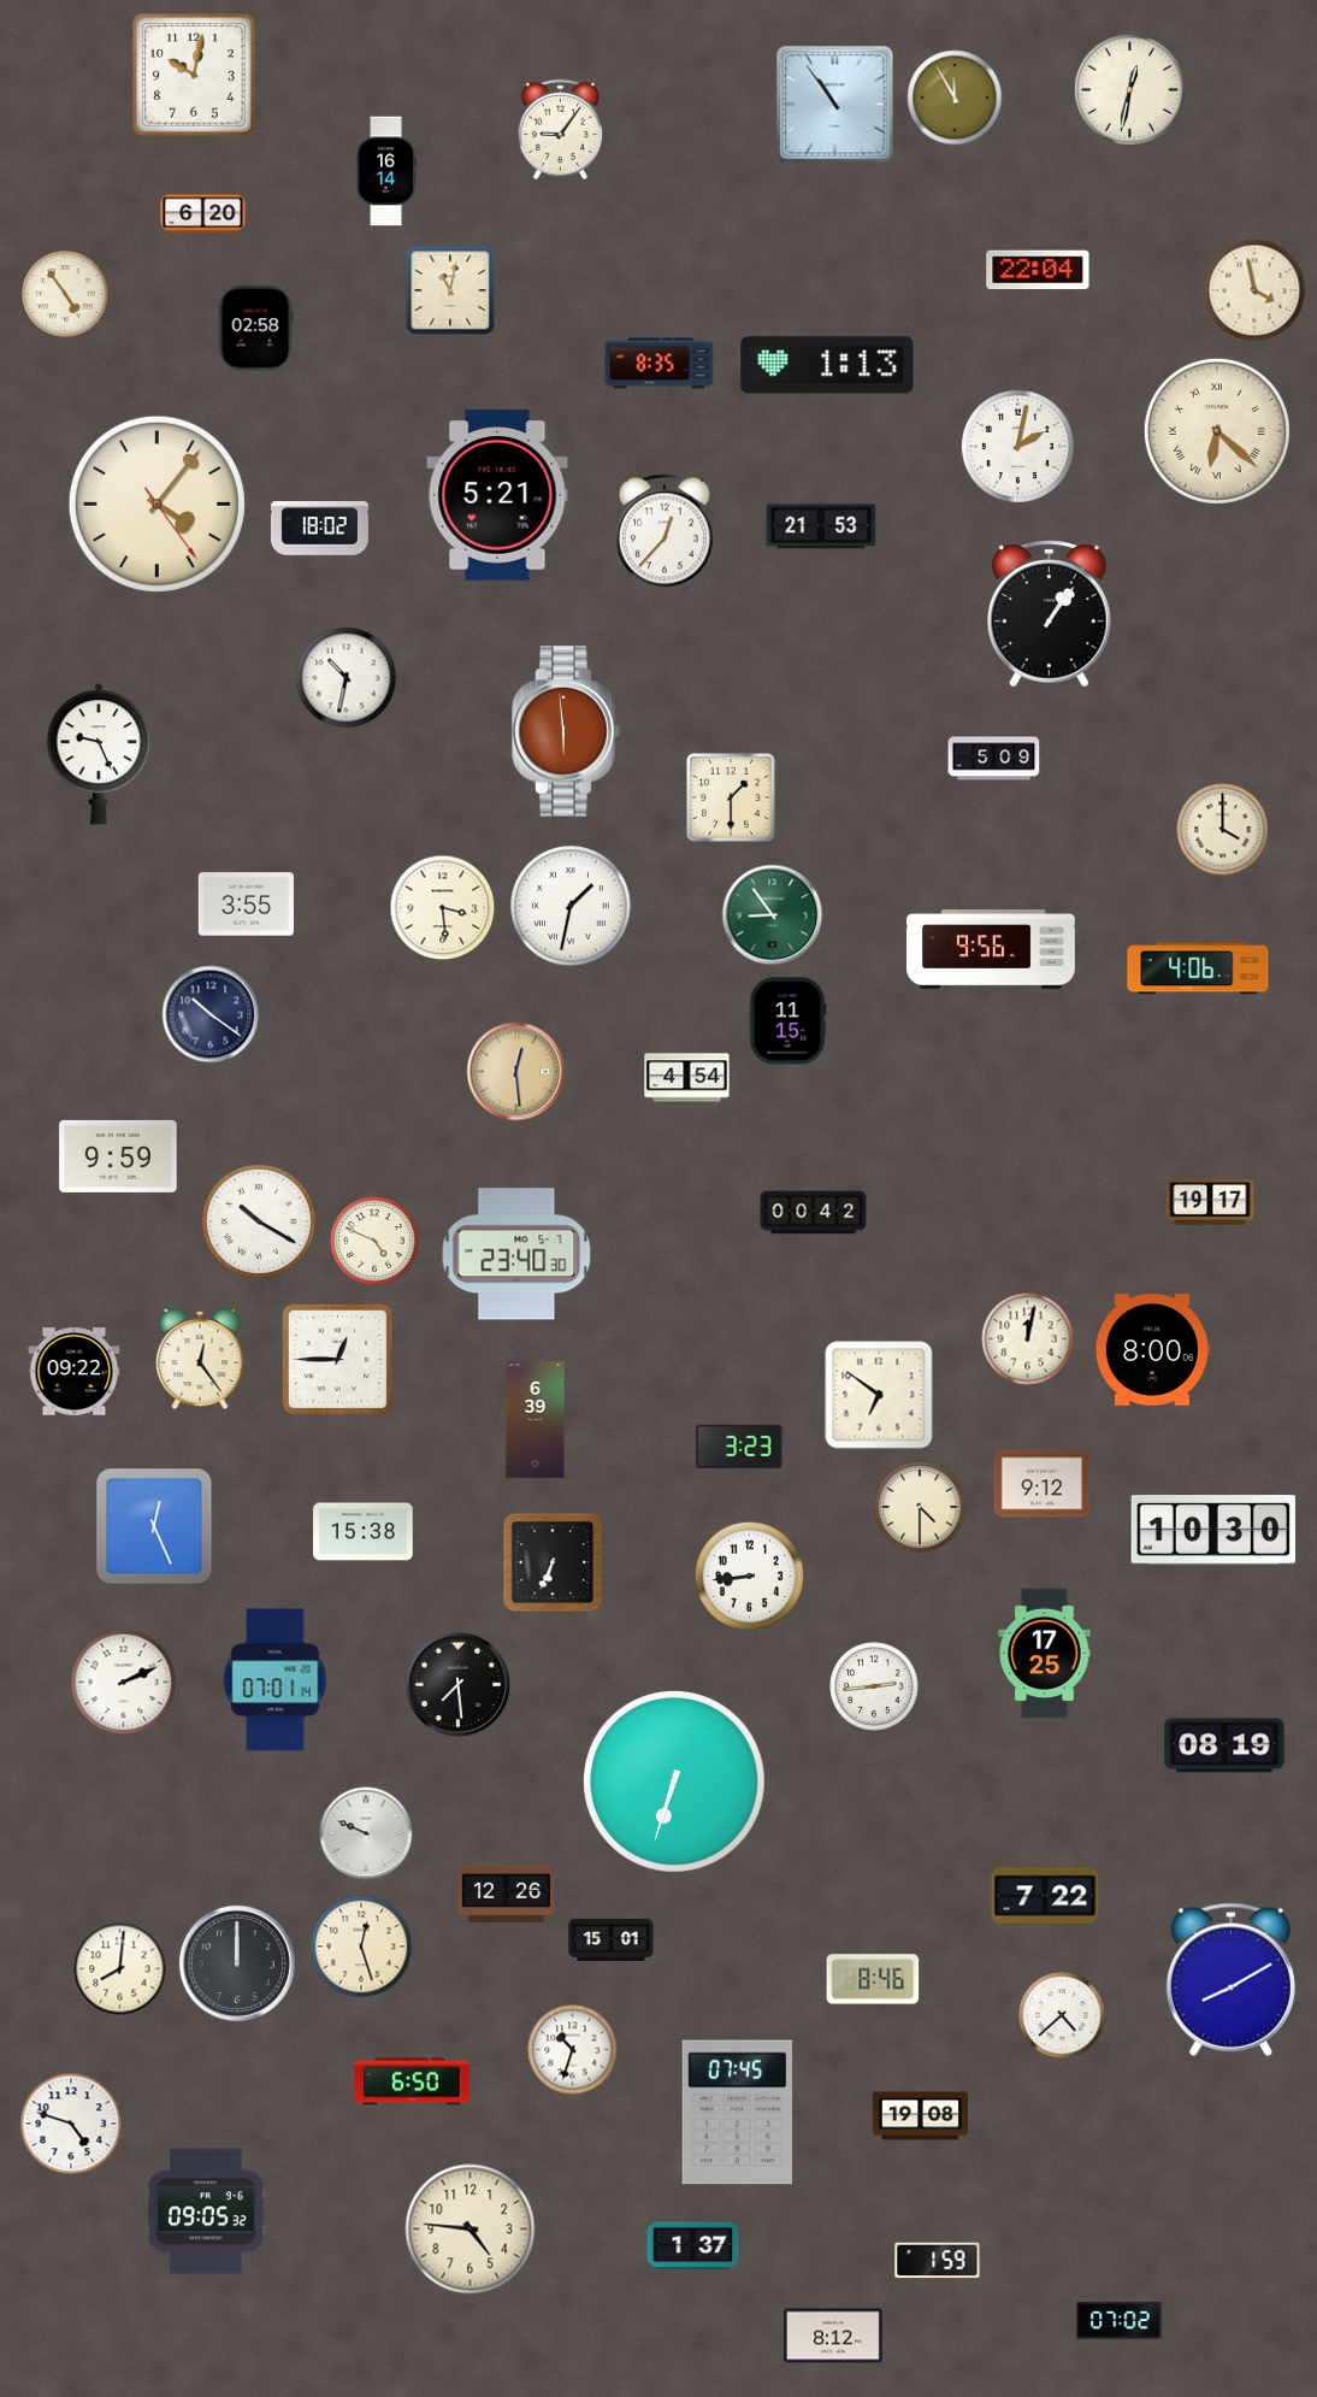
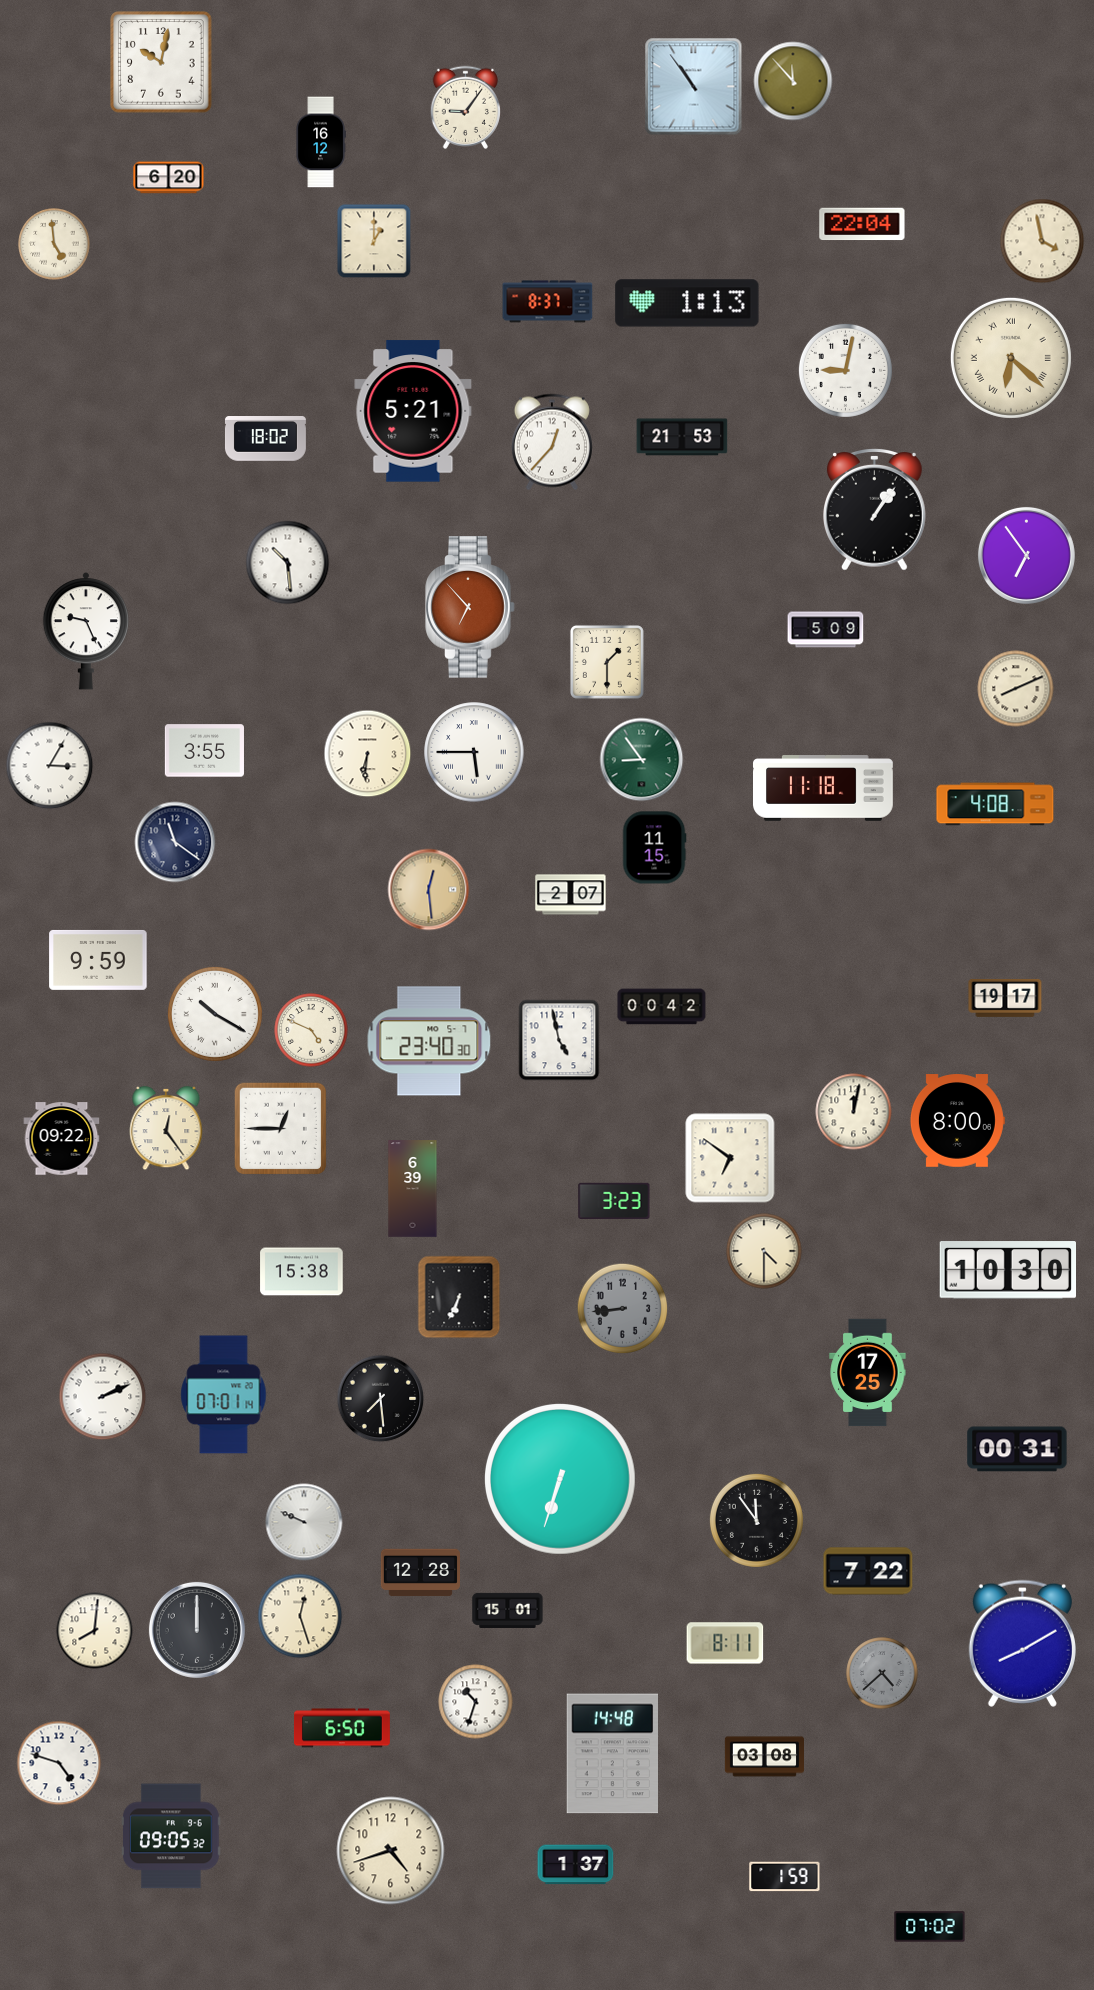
clock at (1129, 89): 12:32 -> none
clock at (955, 98): 11:55 -> 11:53
clock at (386, 171): 16:14 -> 16:12
clock at (450, 290): 11:02 -> 1:00
clock at (65, 294): 4:54 -> 4:59
clock at (255, 329): 02:58 -> none
clock at (660, 364): 8:35 -> 8:37
clock at (1017, 446): 2:02 -> 9:02
clock at (156, 503): 4:06 -> none
clock at (1050, 614) position: (1050, 614) -> (875, 510)
clock at (1026, 555): none -> 6:54
clock at (347, 678): 10:32 -> 10:29
clock at (566, 731): 5:59 -> 6:53
clock at (98, 754) position: (98, 754) -> (85, 631)
clock at (1223, 830): 4:00 -> 8:11
clock at (571, 906): 1:32 -> 5:45
clock at (443, 908): 3:29 -> 6:31
clock at (50, 766): none -> 3:05
clock at (992, 949): 9:56 -> 11:18
clock at (1198, 968): 4:06 -> 4:08
clock at (211, 1014): 10:21 -> 11:21
clock at (687, 1078): 4:54 -> 2:07
clock at (814, 1213) position: (814, 1213) -> (662, 1007)
clock at (559, 1040): none -> 4:58
clock at (536, 1420) position: (536, 1420) -> (413, 1189)
clock at (1041, 1484): 9:12 -> none
clock at (154, 1526): 12:26 -> none
clock at (750, 1577) dial: white -> grey
clock at (276, 1680) position: (276, 1680) -> (224, 1395)
clock at (874, 1686): 2:44 -> none
clock at (1224, 1745): 08:19 -> 00:31
clock at (756, 1520): none -> 11:54
clock at (506, 1895): 12:26 -> 12:28
clock at (1045, 1896) position: (1045, 1896) -> (868, 1571)
clock at (120, 1969) position: (120, 1969) -> (95, 1631)
clock at (873, 1979): 8:46 -> 8:11
clock at (1062, 2015) dial: white -> grey
clock at (737, 2113): 07:45 -> 14:48
clock at (920, 2116): 19:08 -> 03:08
clock at (471, 2230): 4:46 -> 4:42
clock at (938, 2261) position: (938, 2261) -> (785, 1877)
clock at (834, 2336): 8:12 -> none
